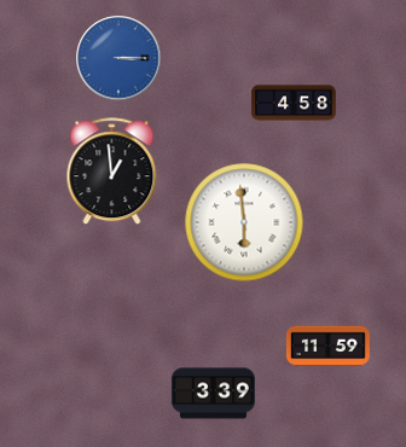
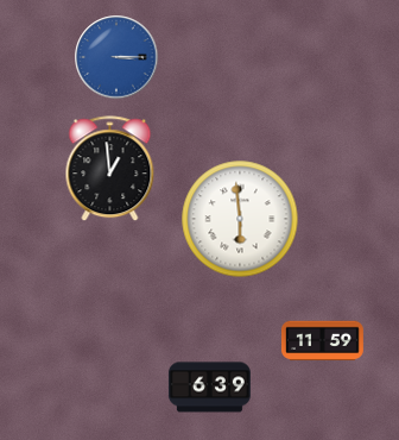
clock at (294, 103): 4:58 -> none
clock at (213, 394): 3:39 -> 6:39
